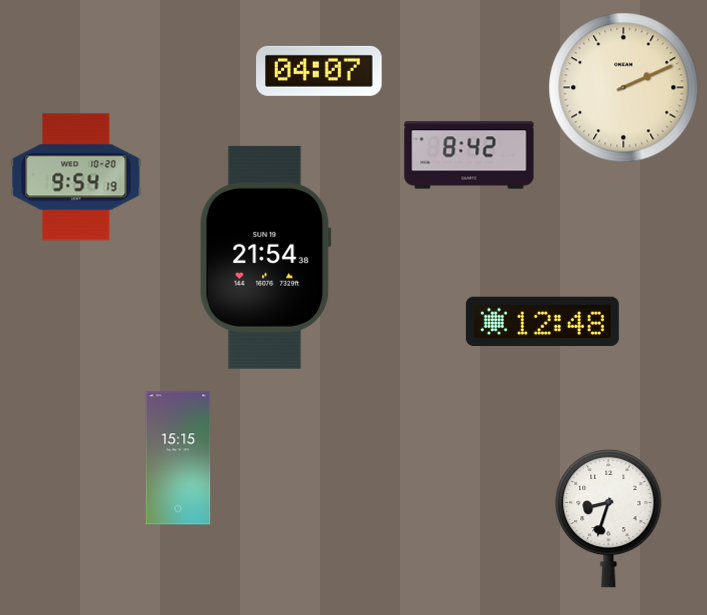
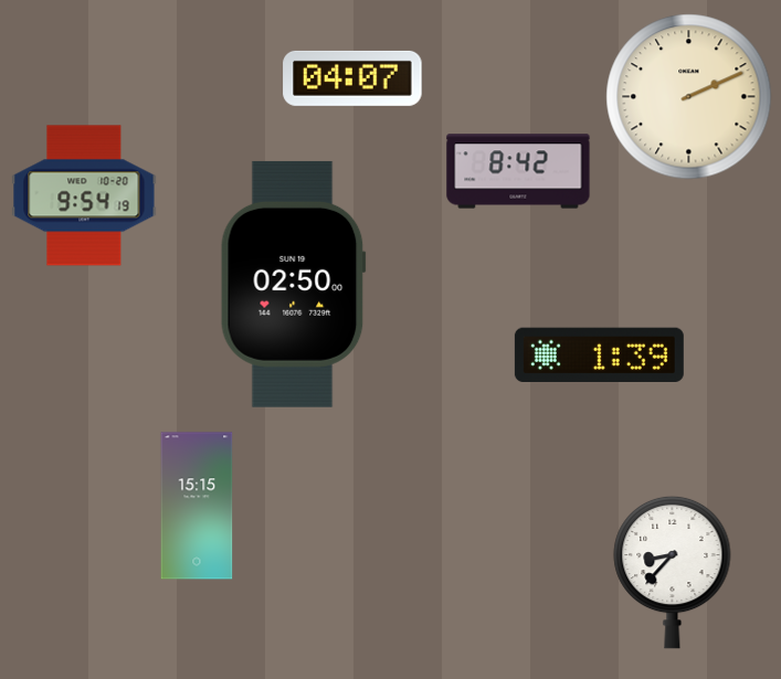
clock at (265, 257): 21:54 -> 02:50
clock at (542, 321): 12:48 -> 1:39
clock at (609, 518): 8:33 -> 8:37
